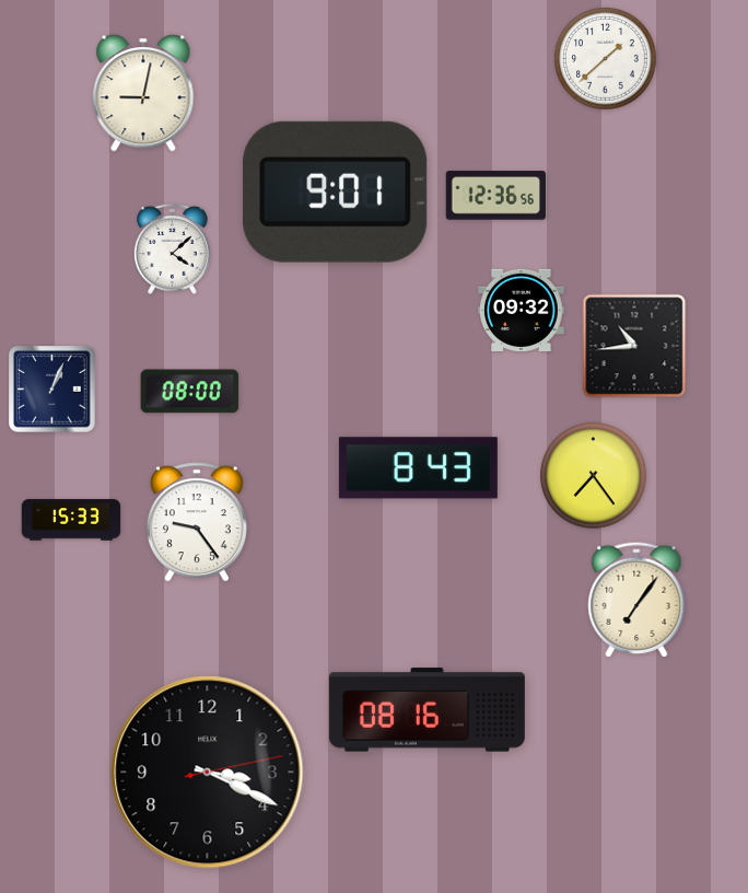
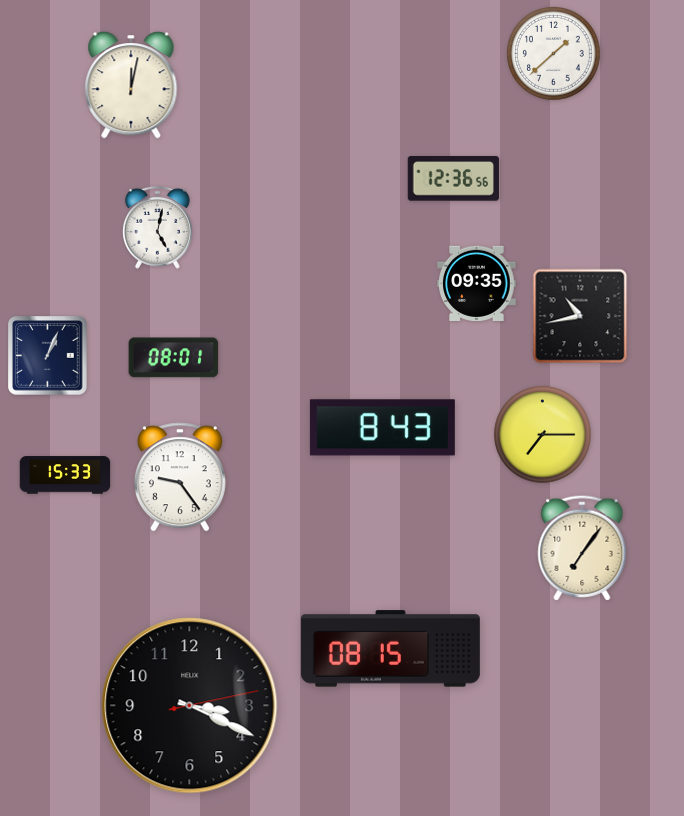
clock at (143, 94): 9:02 -> 12:02
clock at (336, 192): 9:01 -> none
clock at (172, 248): 4:08 -> 5:02
clock at (522, 310): 09:32 -> 09:35
clock at (634, 346): 10:44 -> 10:43
clock at (190, 392): 08:00 -> 08:01
clock at (594, 476): 7:24 -> 7:15
clock at (426, 710): 08:16 -> 08:15
